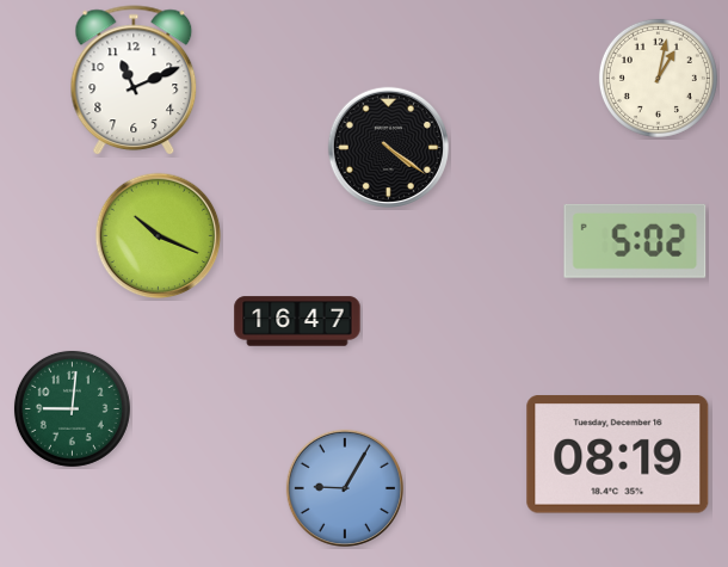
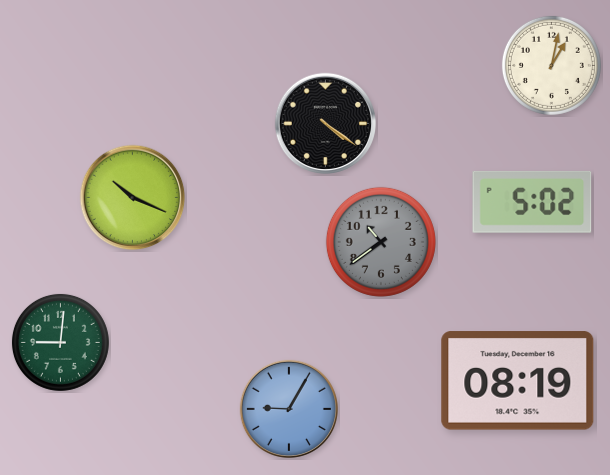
clock at (134, 81): 11:11 -> none
clock at (381, 242): none -> 10:39
clock at (297, 321): 16:47 -> none
